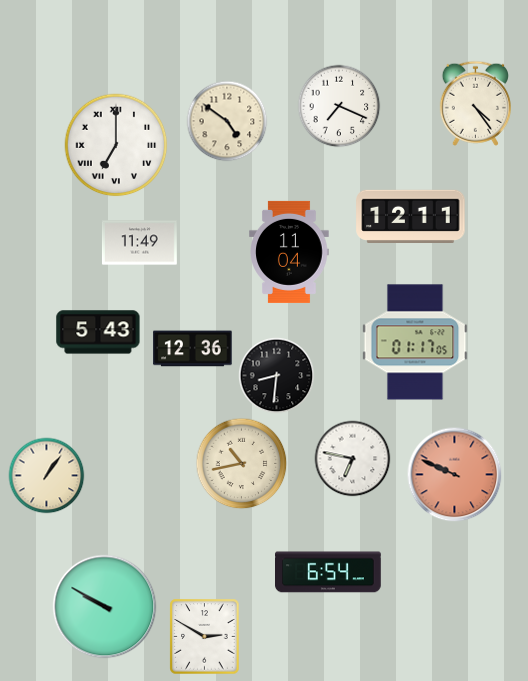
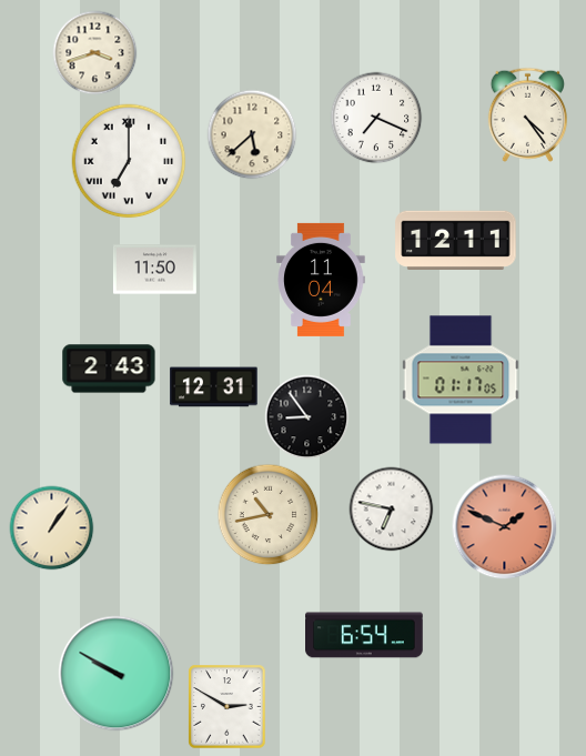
clock at (95, 53): none -> 3:42
clock at (227, 121): 4:51 -> 5:38
clock at (139, 243): 11:49 -> 11:50
clock at (98, 332): 5:43 -> 2:43
clock at (193, 349): 12:36 -> 12:31
clock at (277, 376): 8:31 -> 8:54
clock at (455, 475): 9:49 -> 1:49
